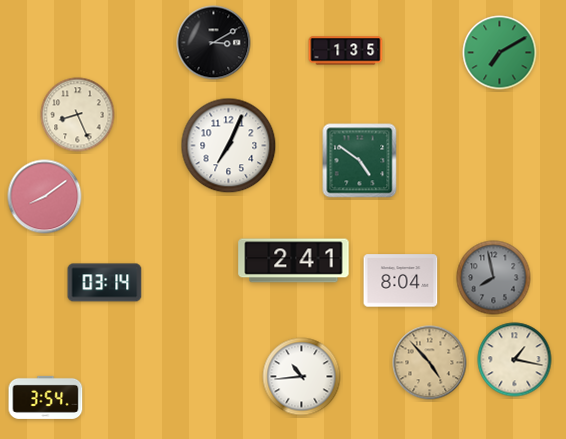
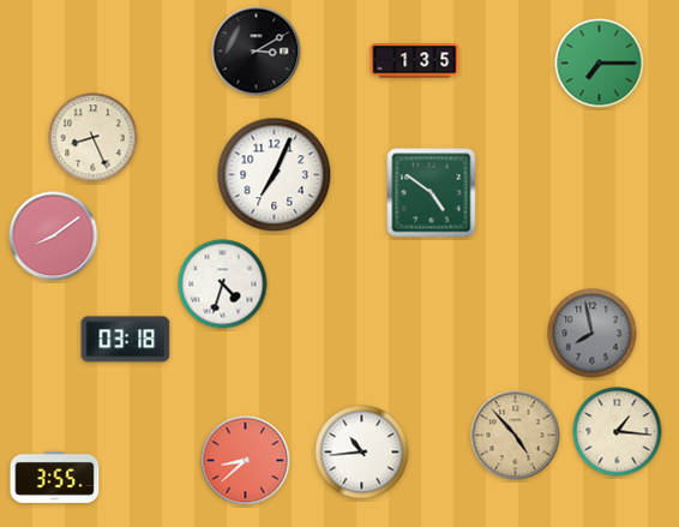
clock at (500, 53): 7:10 -> 7:15
clock at (223, 285): none -> 4:33
clock at (294, 261): 2:41 -> none
clock at (401, 281): 8:04 -> none
clock at (105, 283): 03:14 -> 03:18
clock at (515, 360): 1:17 -> 1:16
clock at (246, 461): none -> 8:38
clock at (46, 397): 3:54 -> 3:55
